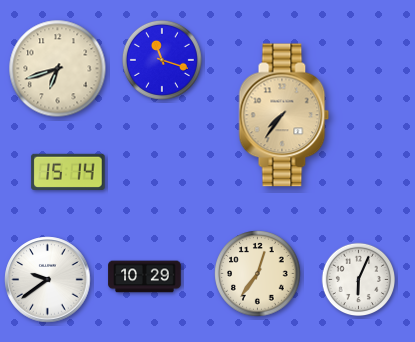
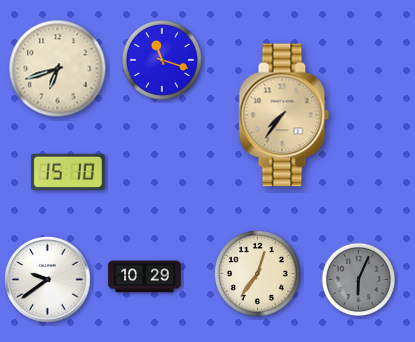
clock at (68, 171): 15:14 -> 15:10
clock at (359, 280) dial: white -> grey
